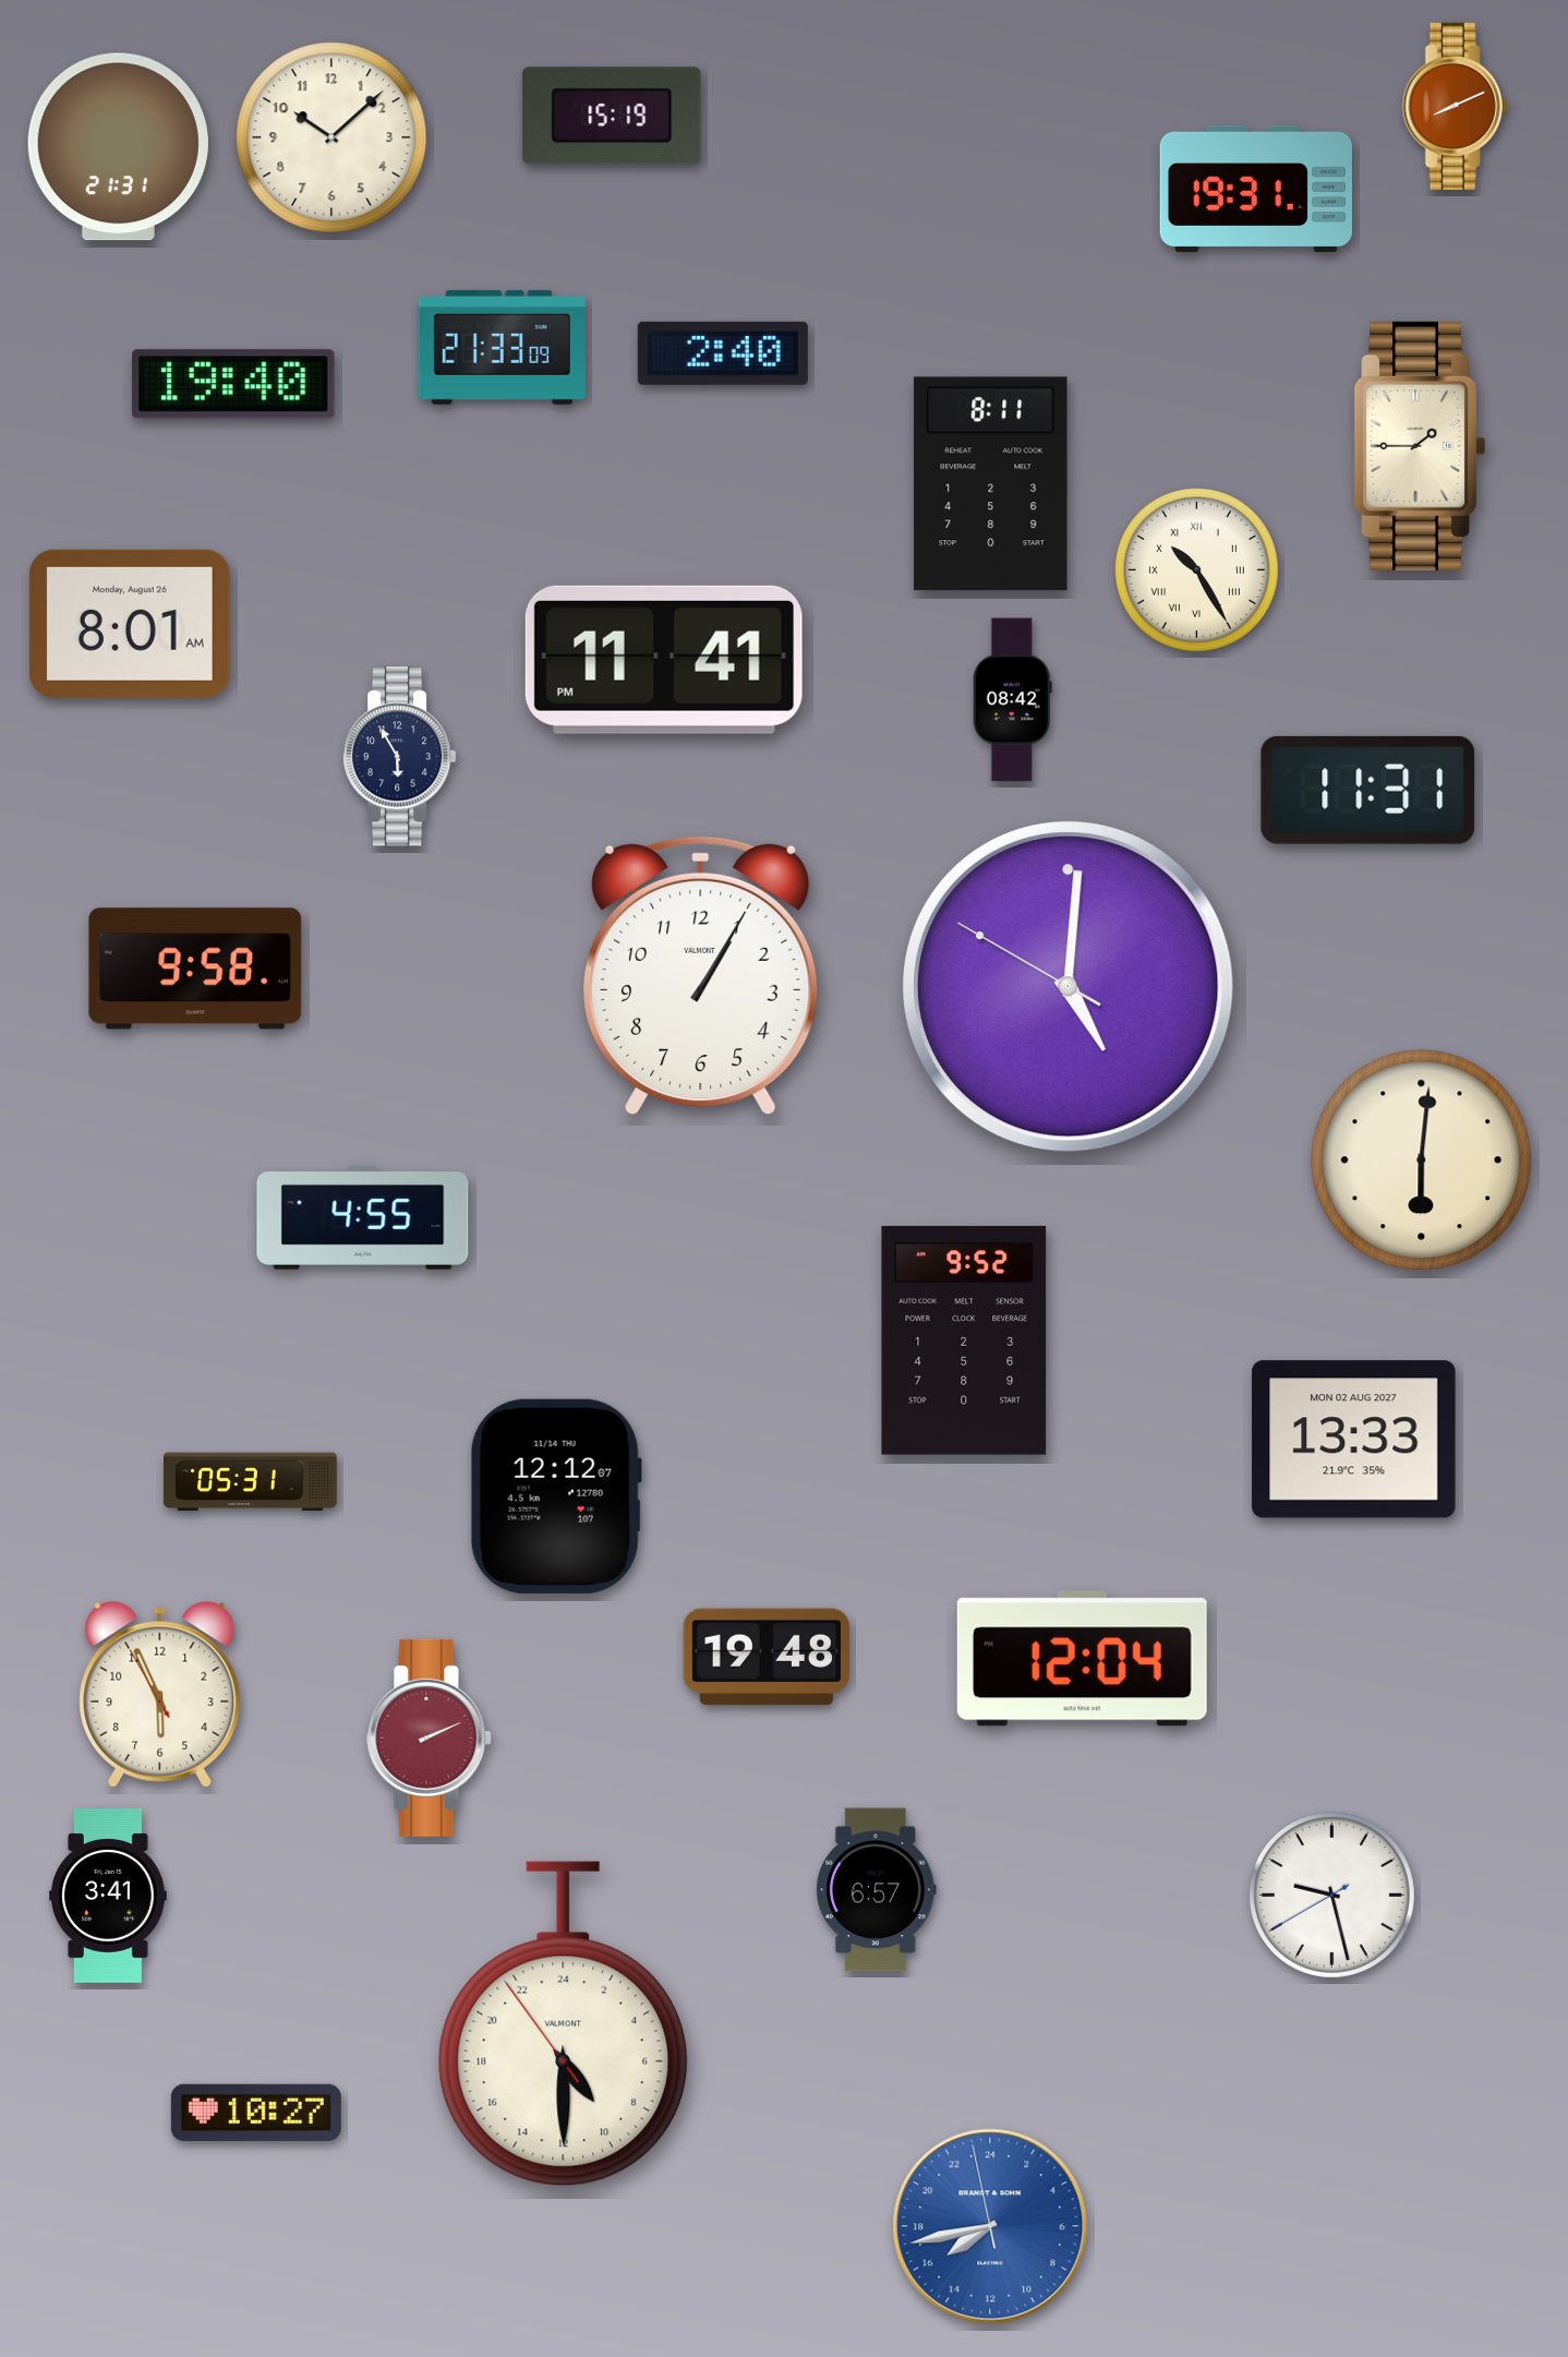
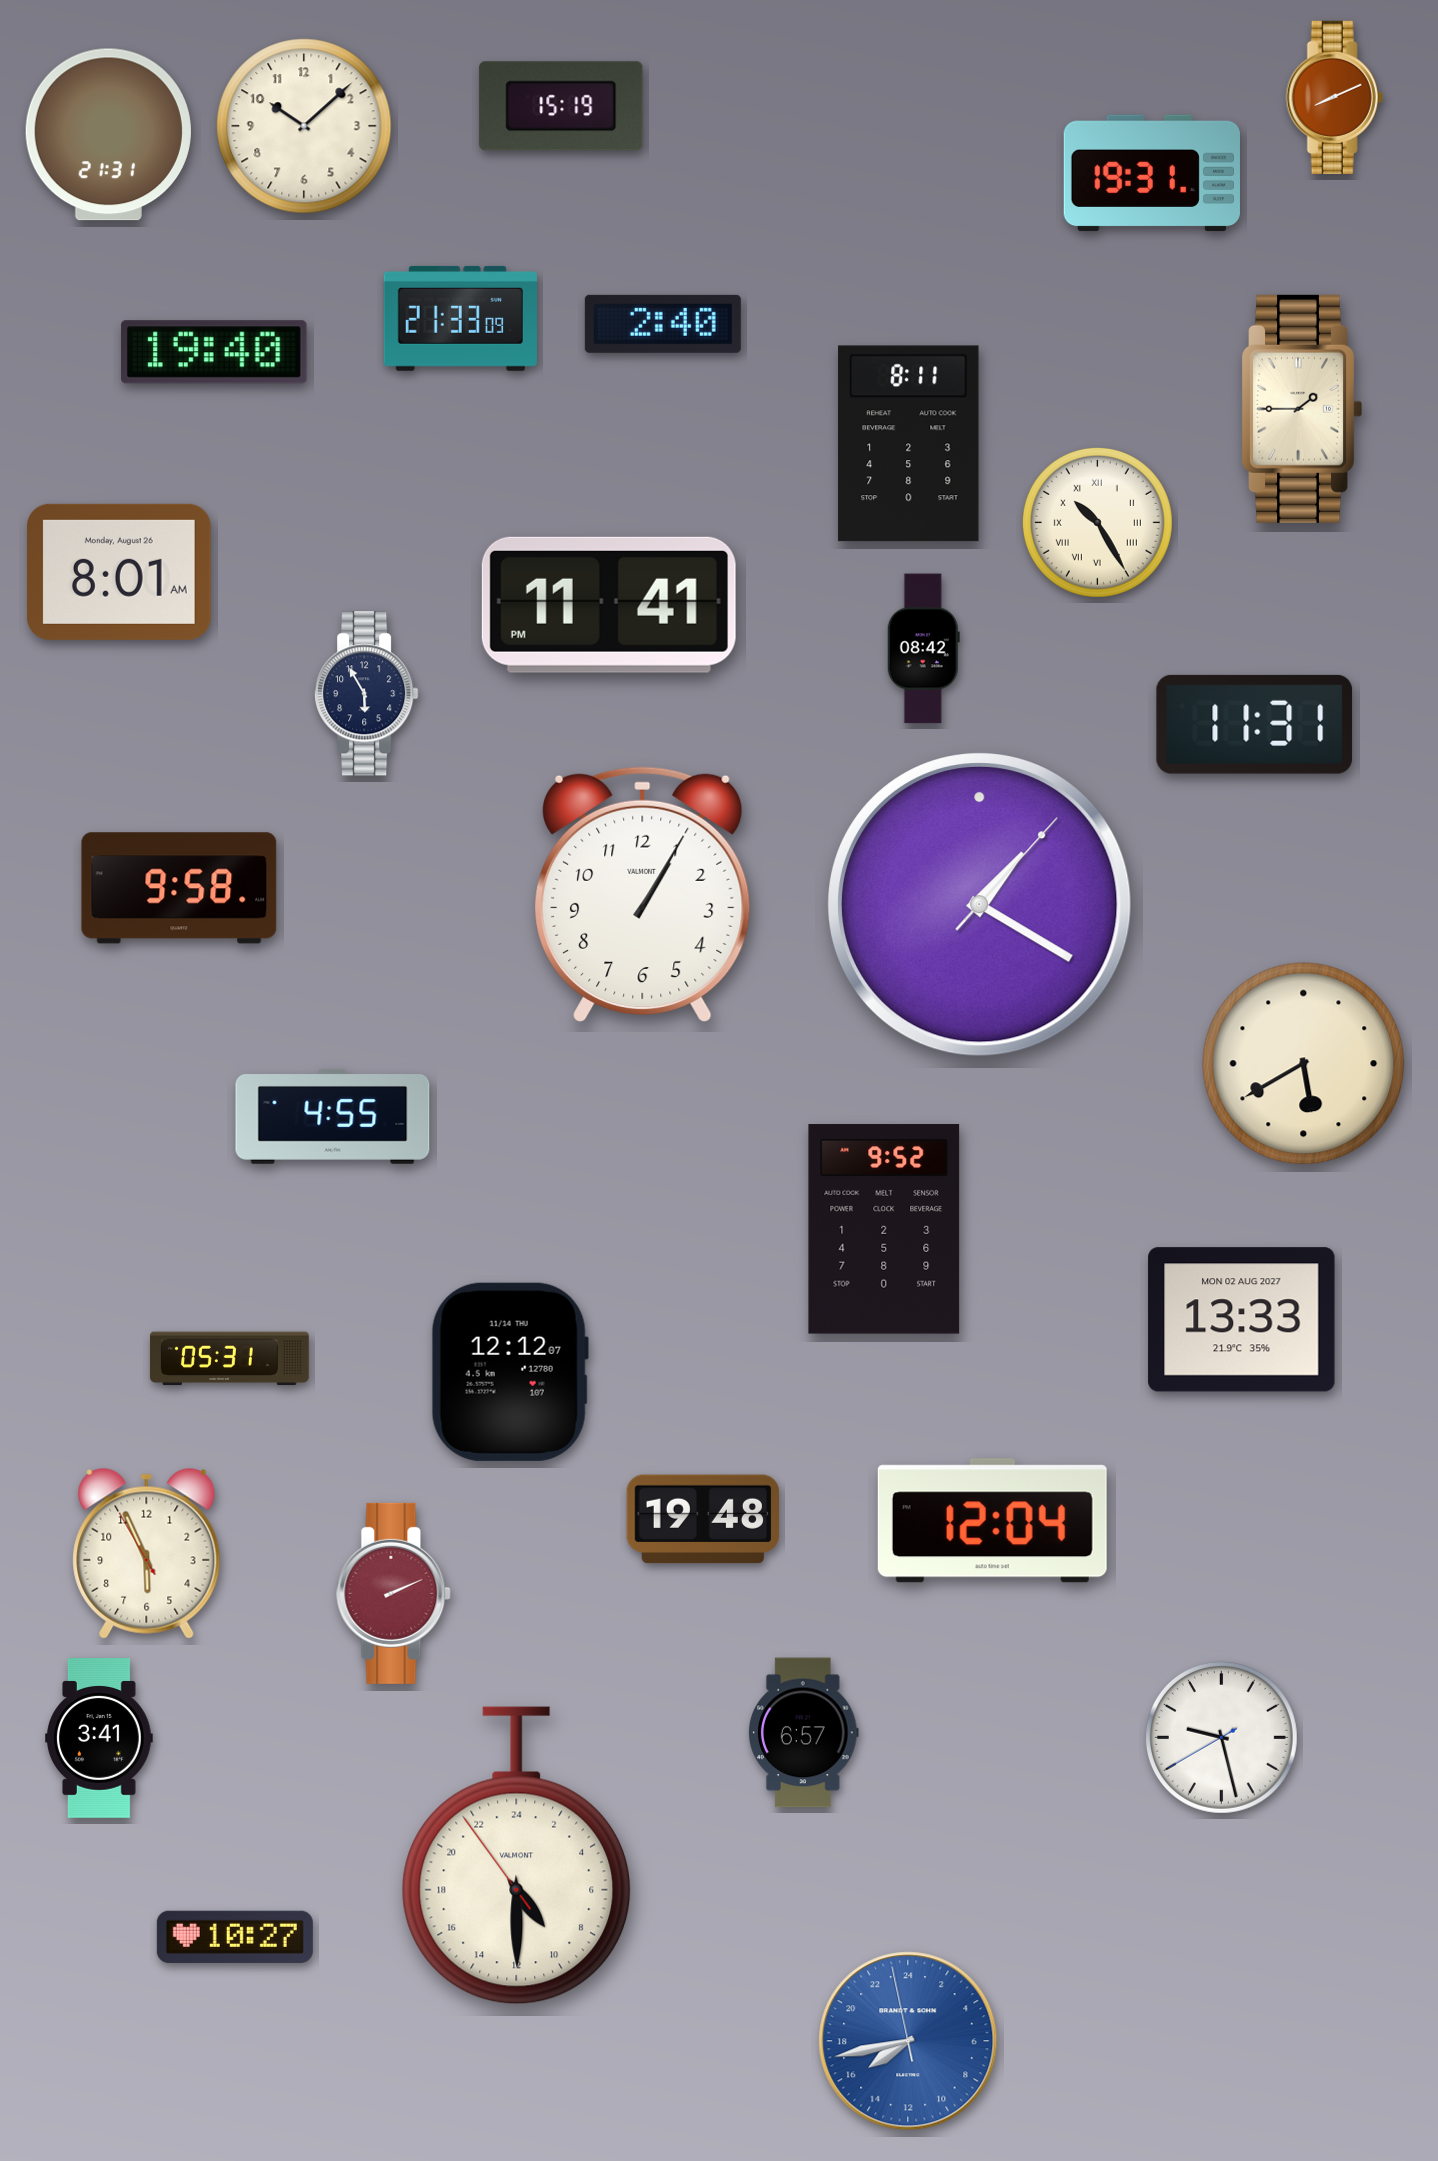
clock at (1012, 700) position: (1012, 700) -> (923, 649)
clock at (1069, 987): 5:00 -> 1:20
clock at (1422, 1161): 6:01 -> 5:40
